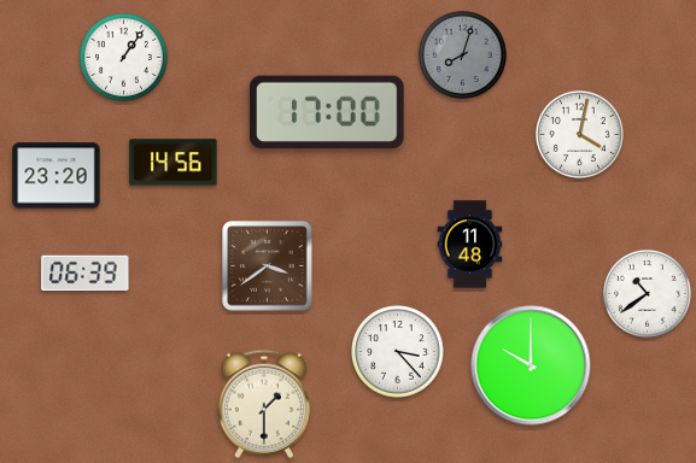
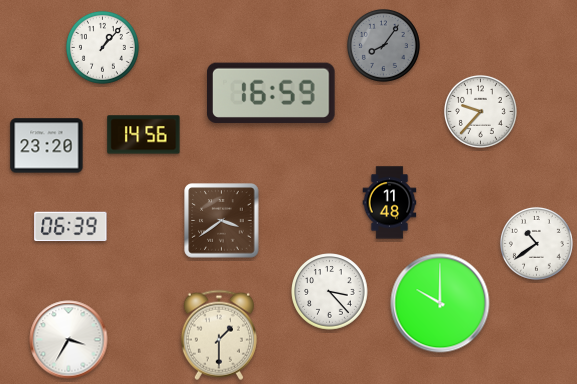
clock at (462, 54): 8:03 -> 8:06
clock at (123, 57): 1:06 -> 1:07
clock at (328, 112): 17:00 -> 16:59
clock at (579, 134): 4:02 -> 9:37
clock at (69, 340): none -> 3:35
